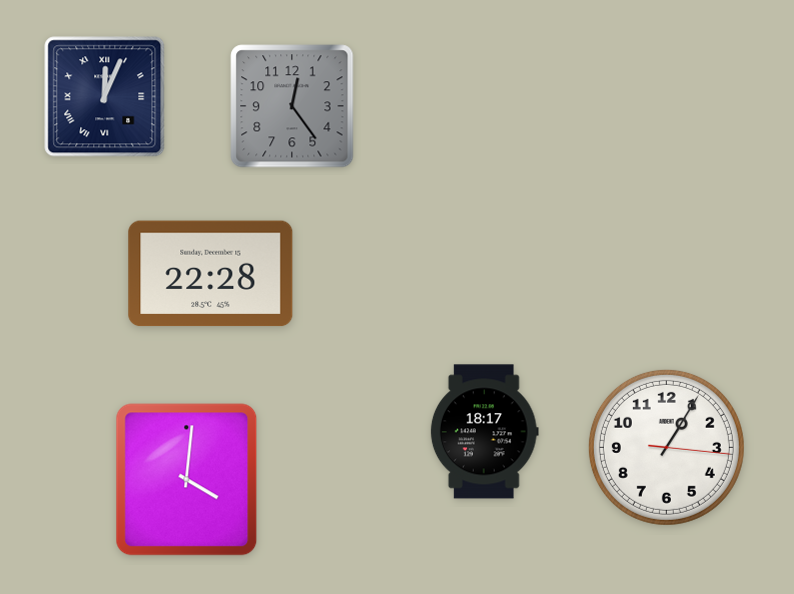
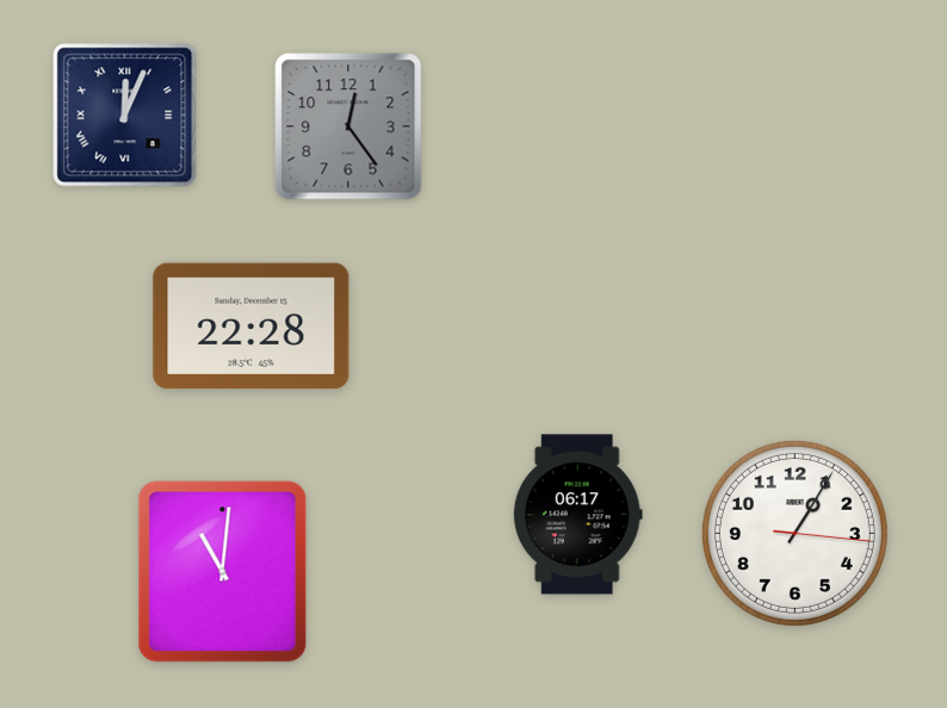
clock at (484, 432): 18:17 -> 06:17
clock at (187, 480): 4:01 -> 11:01
